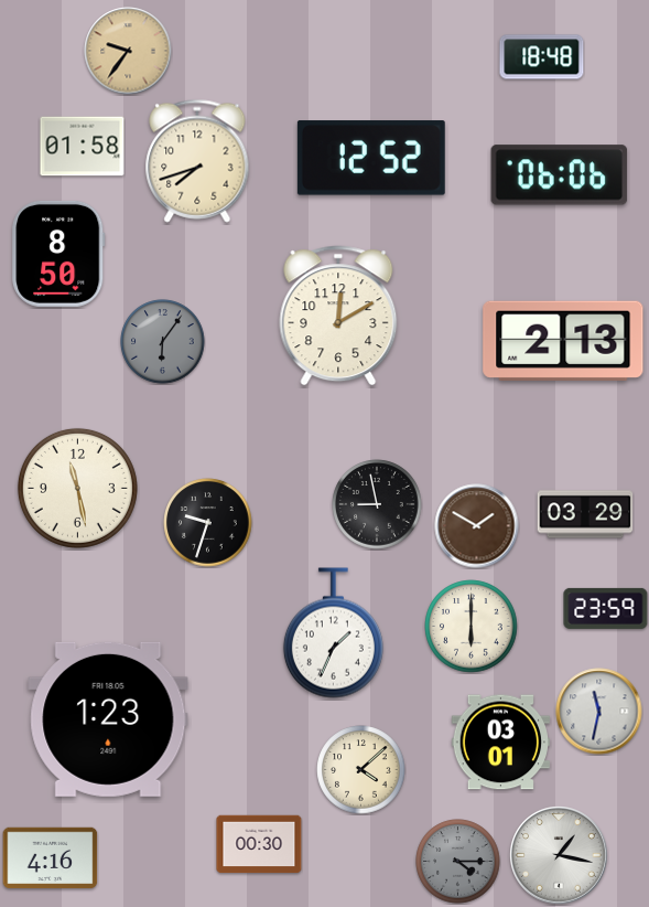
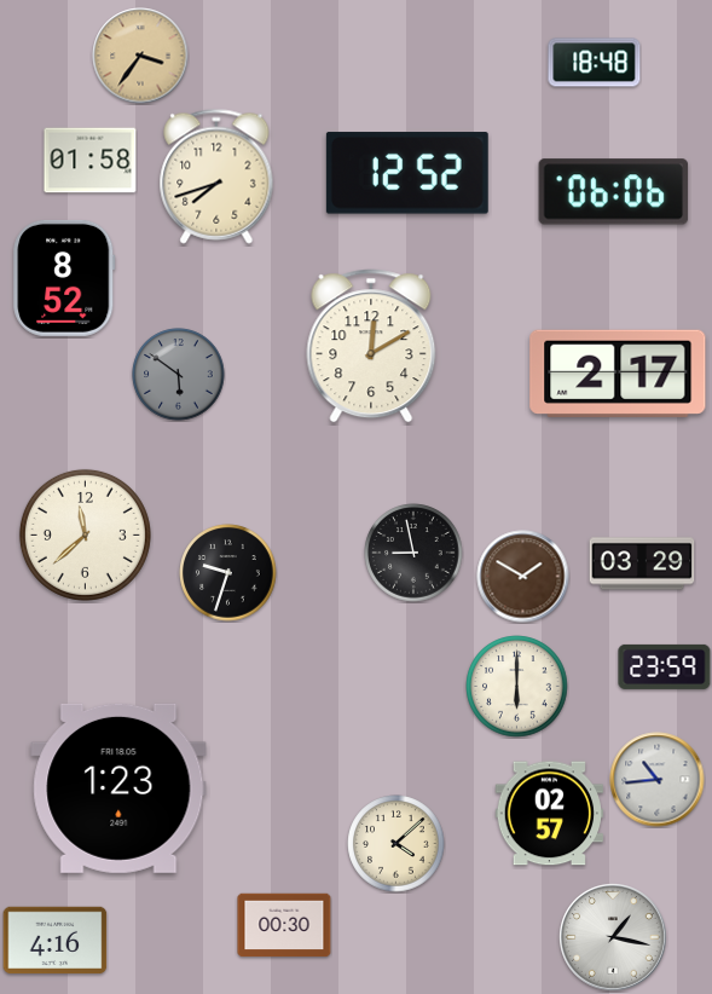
clock at (128, 51): 9:36 -> 3:36
clock at (58, 254): 8:50 -> 8:52
clock at (563, 341): 2:13 -> 2:17
clock at (163, 342): 6:06 -> 5:51
clock at (77, 488): 11:28 -> 11:38
clock at (333, 633): 1:34 -> none
clock at (599, 712): 11:32 -> 10:44
clock at (500, 743): 03:01 -> 02:57
clock at (458, 862): 4:15 -> none
